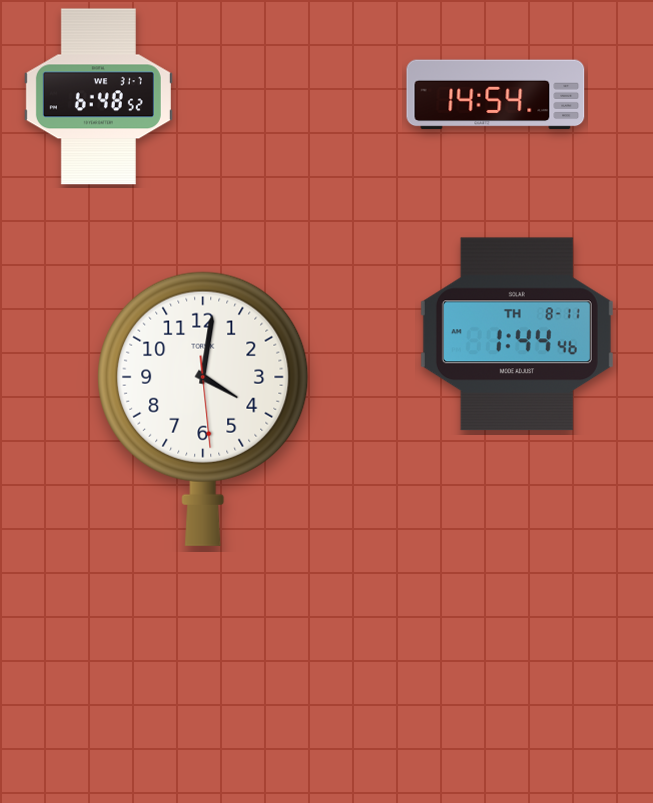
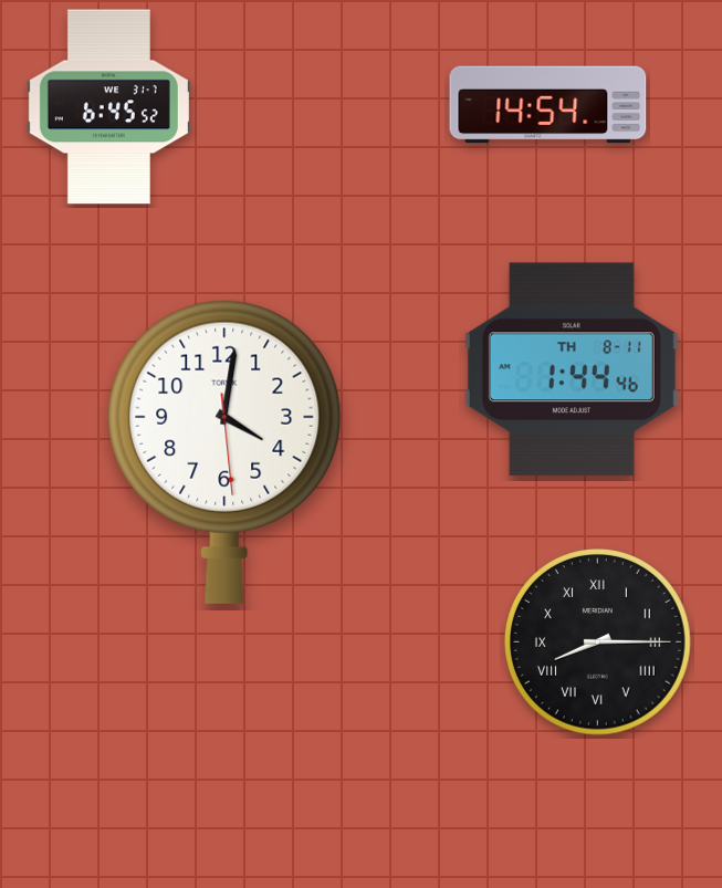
clock at (98, 97): 6:48 -> 6:45
clock at (598, 643): none -> 8:15
